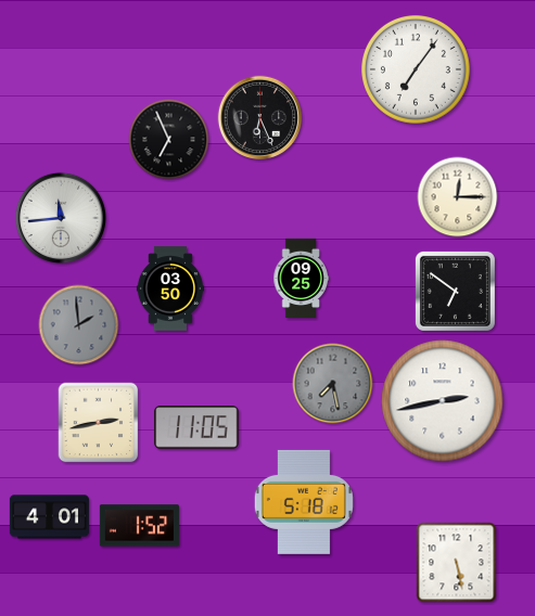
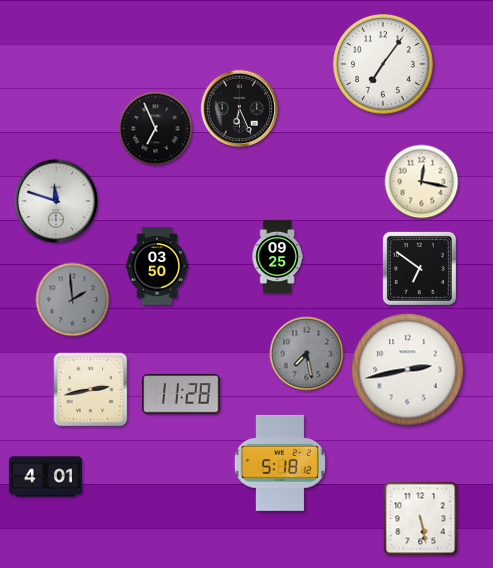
clock at (458, 197): 12:15 -> 12:17
clock at (60, 217): 11:44 -> 11:48
clock at (196, 428): 11:05 -> 11:28
clock at (139, 526): 1:52 -> none
